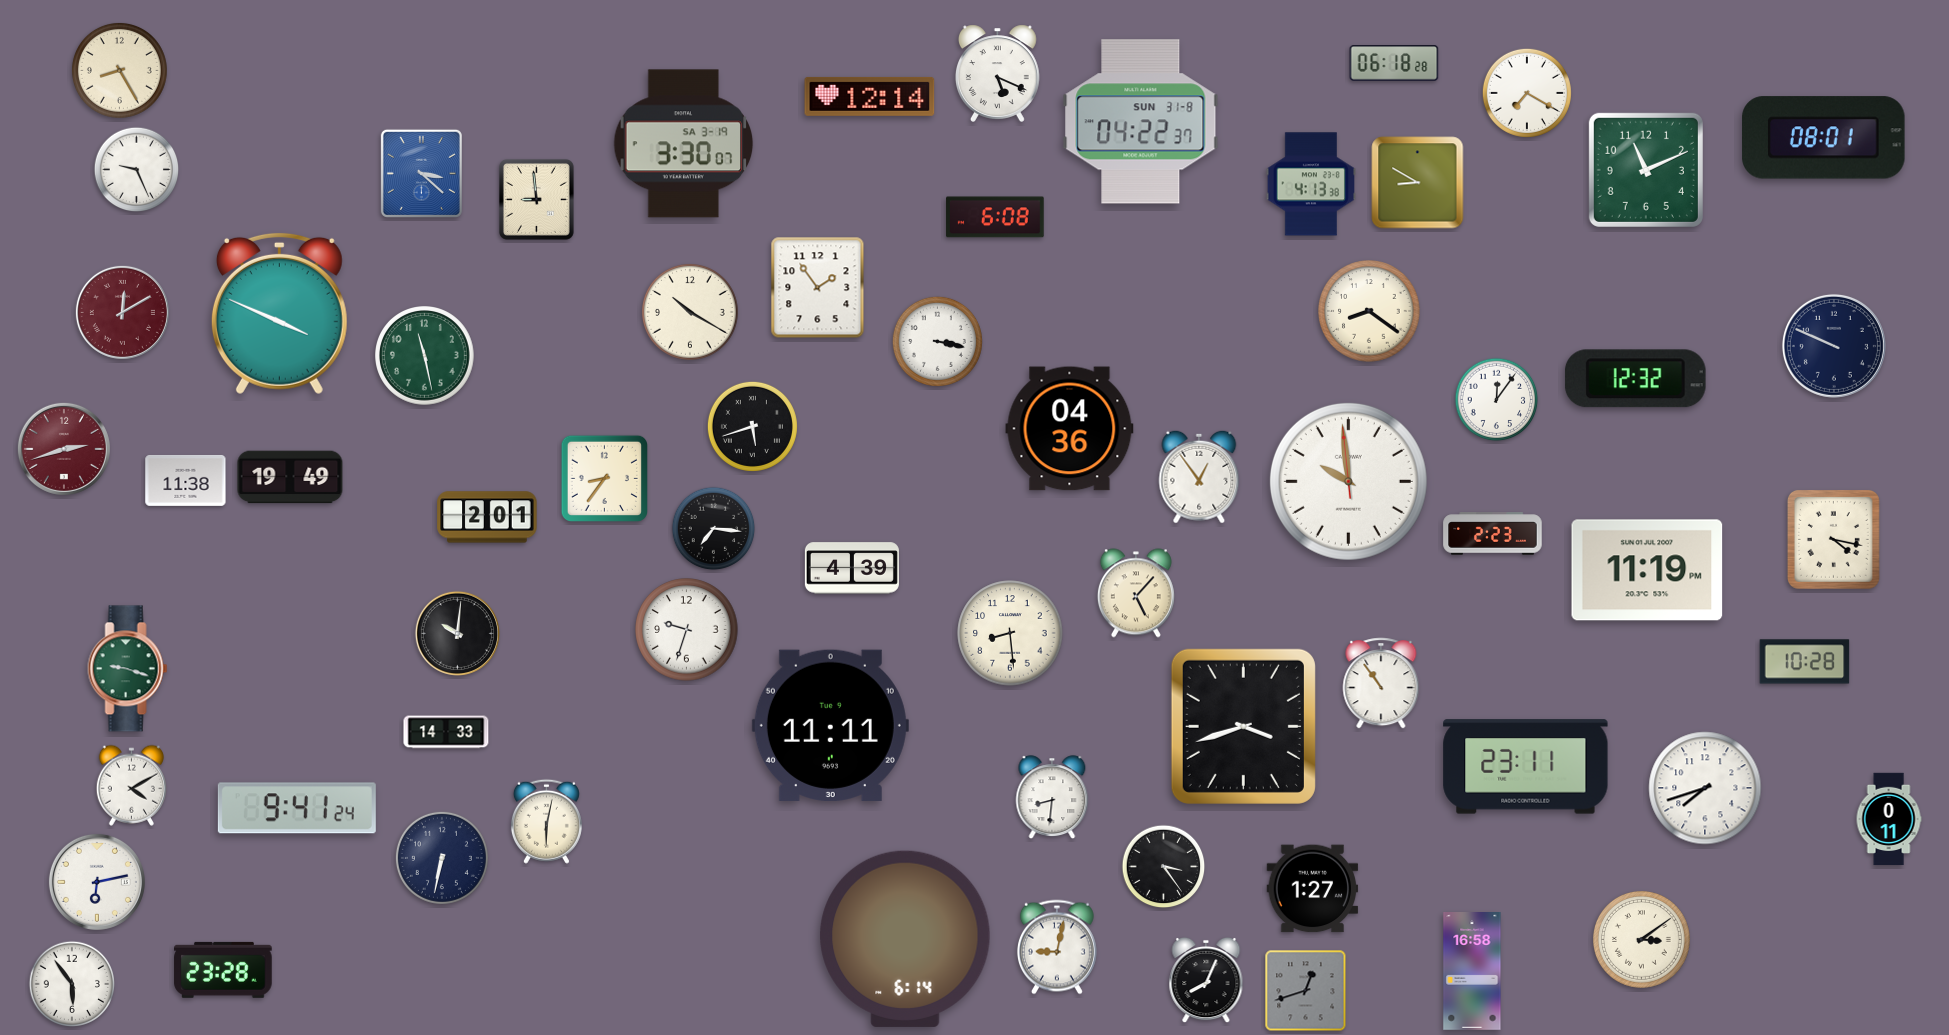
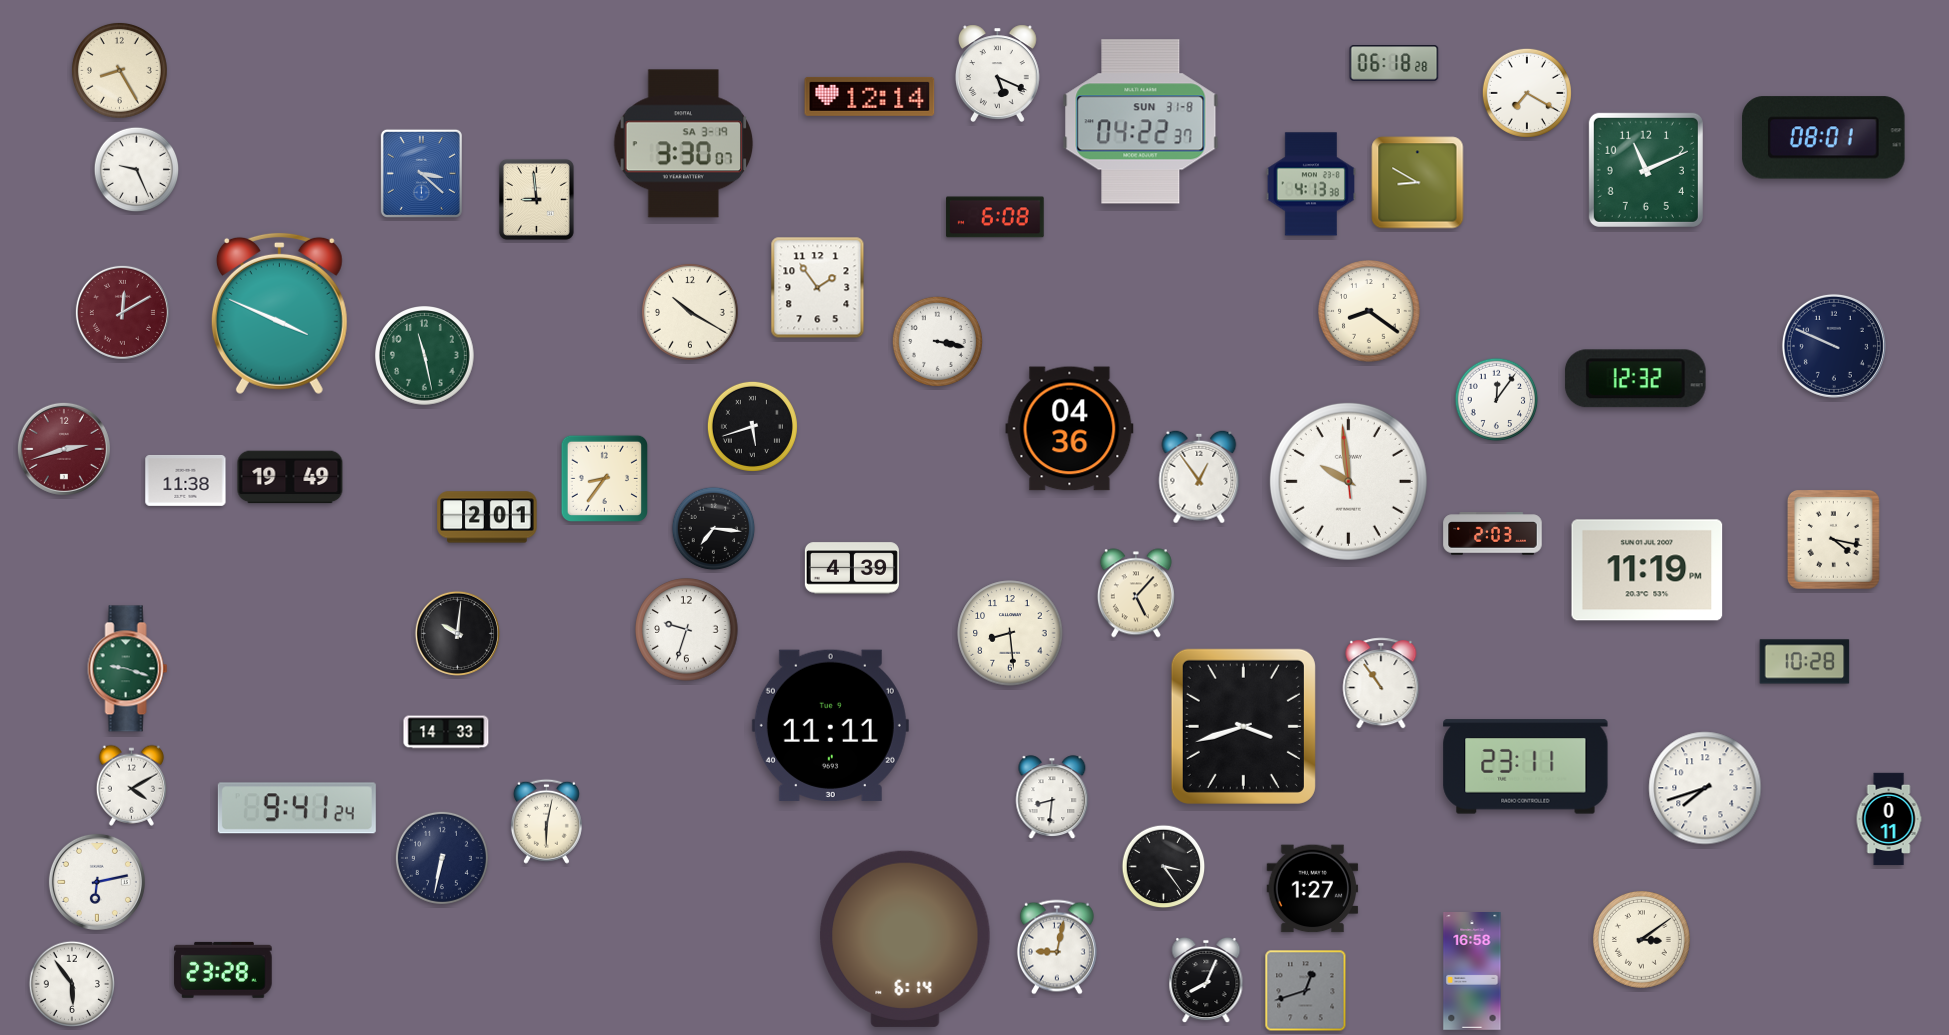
clock at (1493, 534): 2:23 -> 2:03
